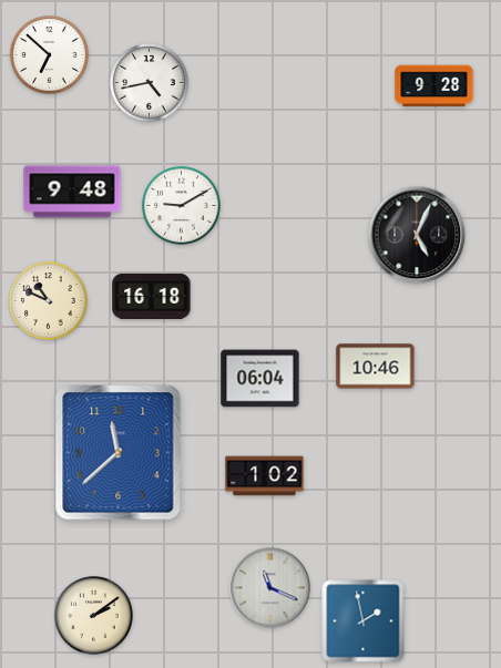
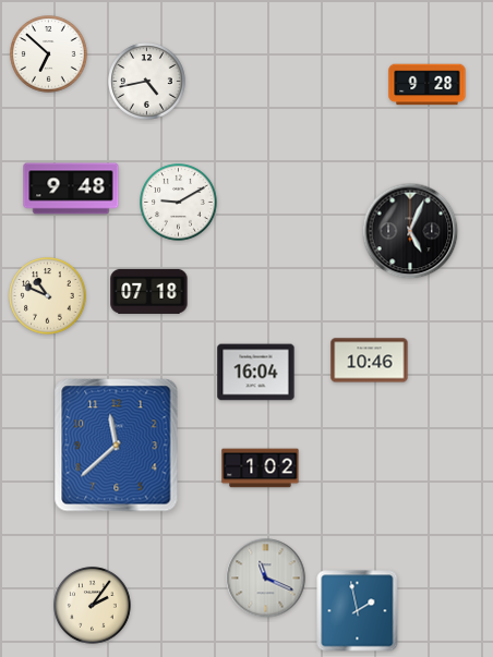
clock at (152, 296): 16:18 -> 07:18
clock at (260, 379): 06:04 -> 16:04
clock at (94, 616): 2:09 -> 2:06
